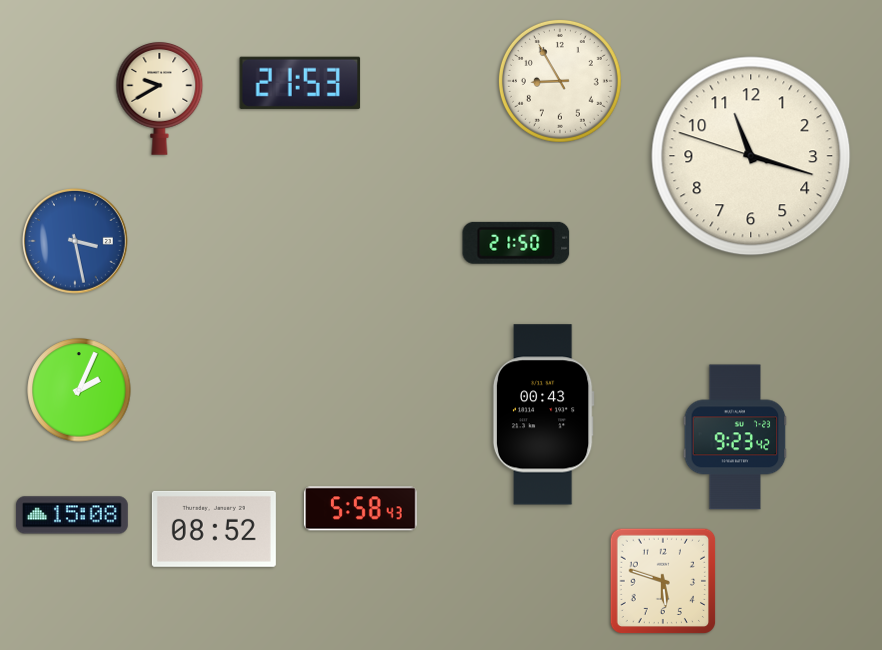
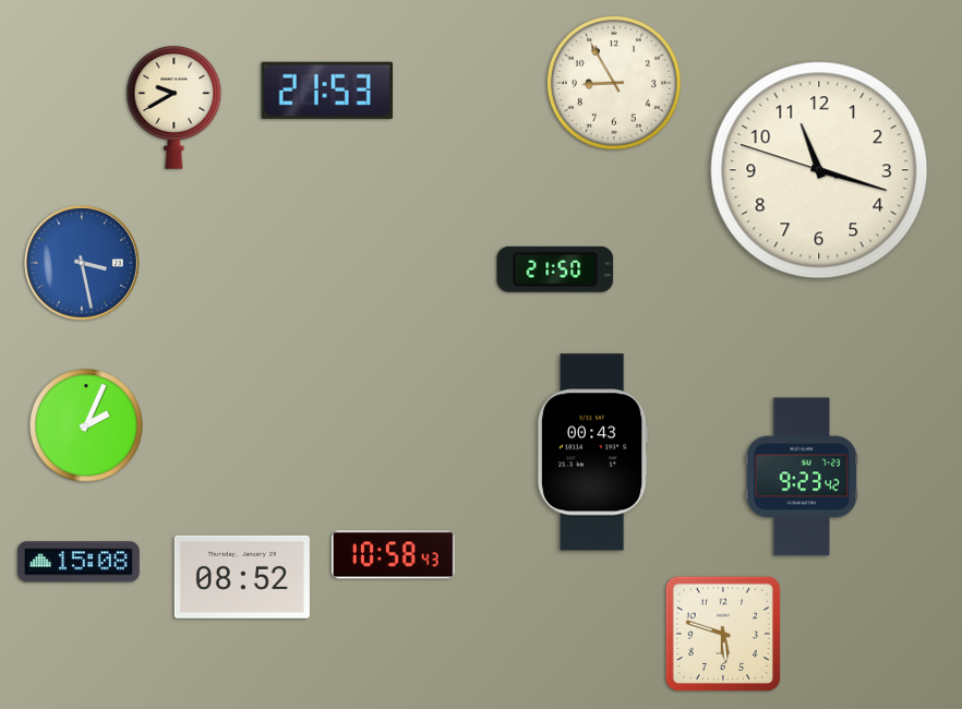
clock at (560, 81) position: (560, 81) -> (614, 83)
clock at (516, 243) position: (516, 243) -> (555, 269)
clock at (361, 509): 5:58 -> 10:58
clock at (214, 529) position: (214, 529) -> (242, 577)
